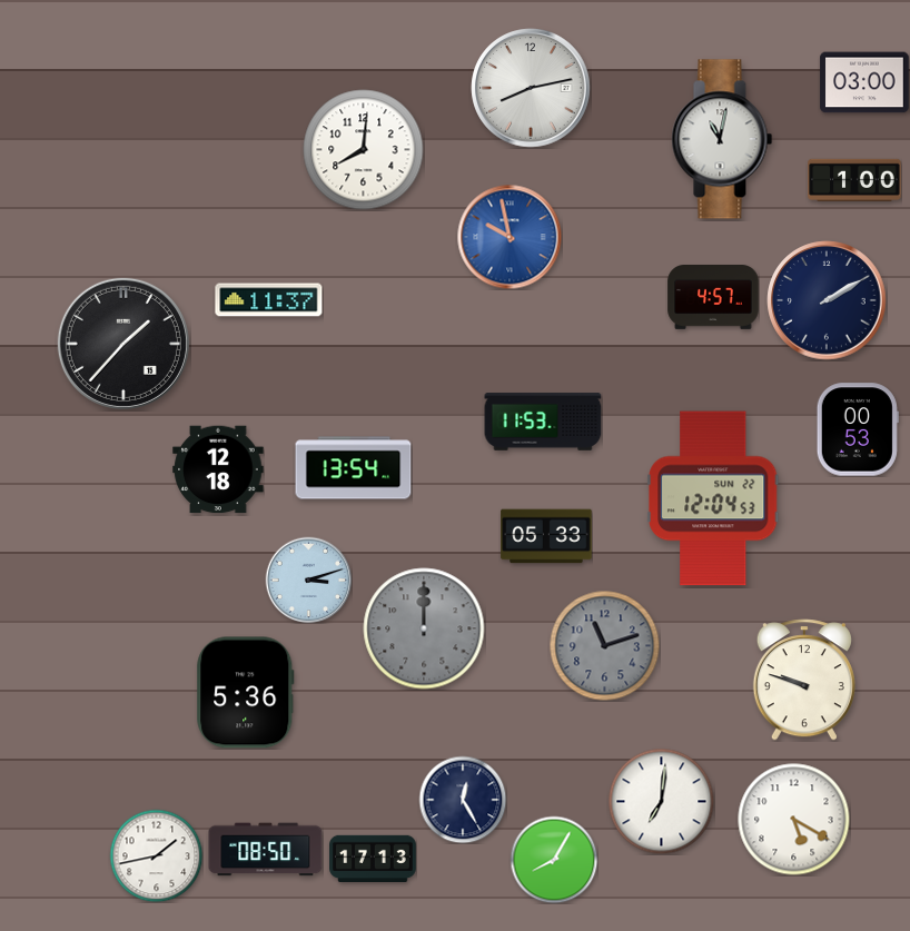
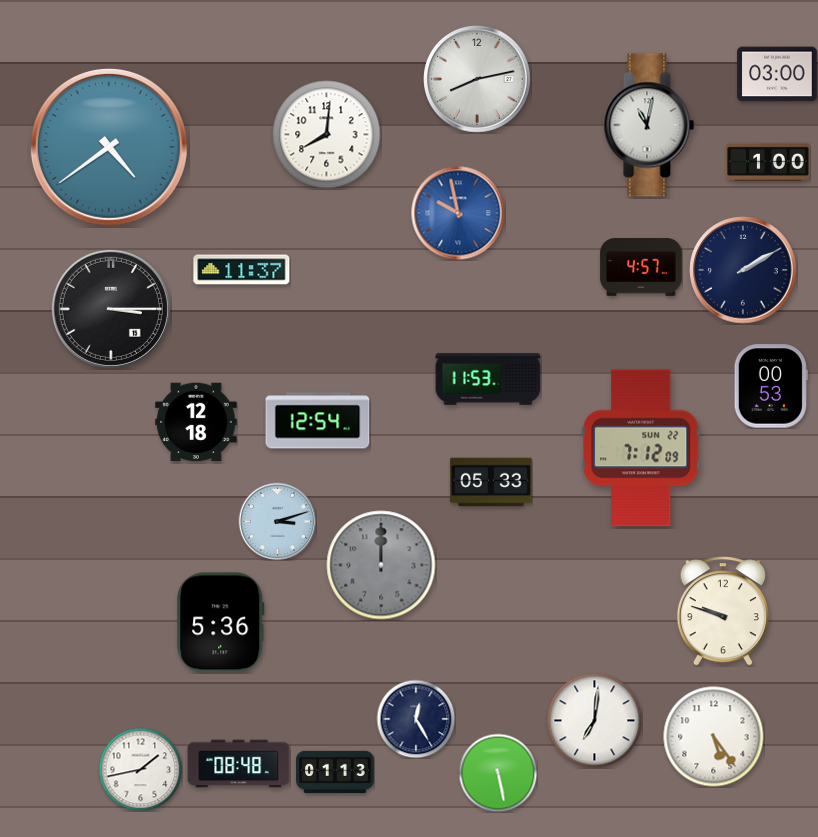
clock at (109, 147): none -> 4:39
clock at (123, 344): 1:37 -> 3:15
clock at (354, 468): 13:54 -> 12:54
clock at (714, 498): 12:04 -> 7:12
clock at (605, 646): 11:12 -> none
clock at (794, 820): 5:20 -> 5:24
clock at (266, 850): 08:50 -> 08:48
clock at (373, 859): 17:13 -> 01:13
clock at (554, 860): 8:05 -> 5:28
